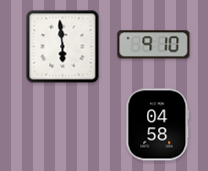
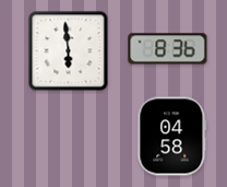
clock at (154, 45): 9:10 -> 8:36
